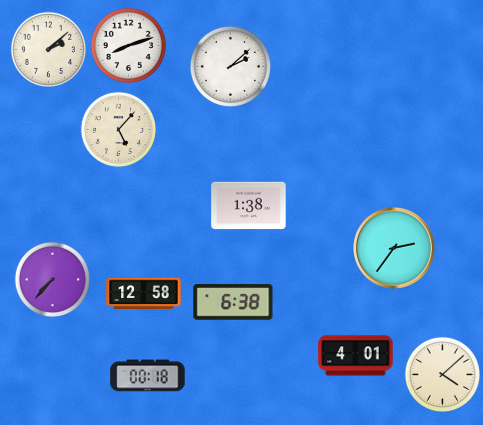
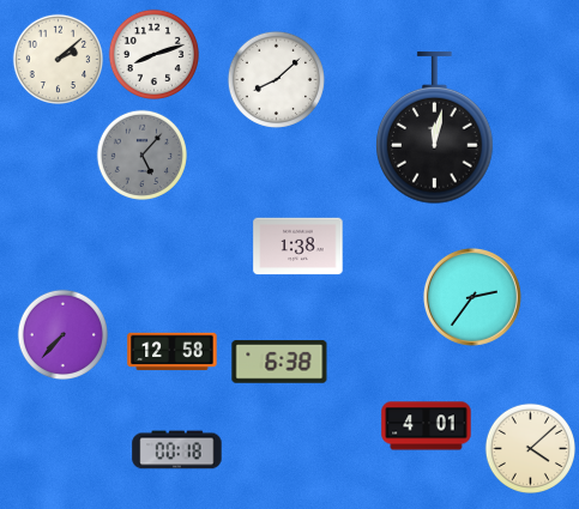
clock at (230, 66): 2:08 -> 8:08
clock at (435, 128): none -> 12:02
clock at (118, 129) dial: cream -> grey
